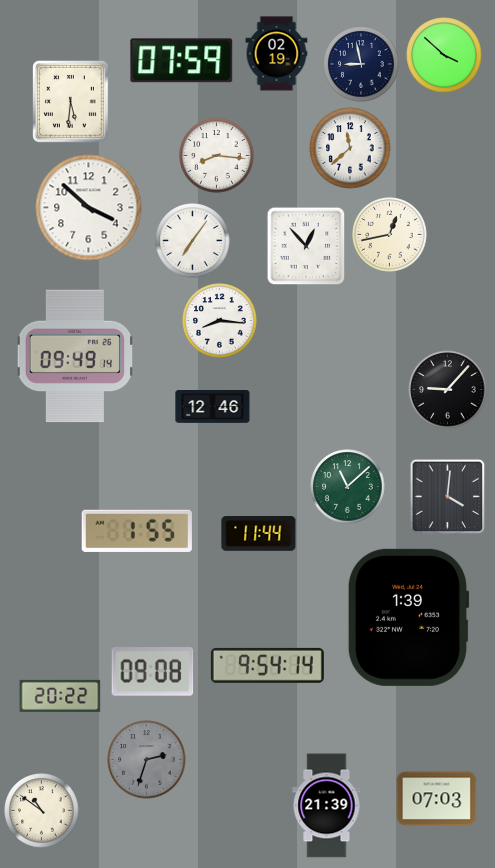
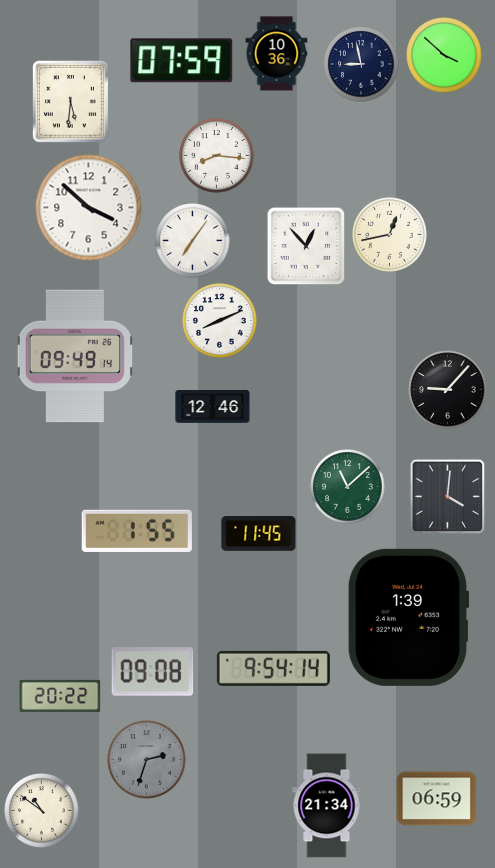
clock at (277, 54): 02:19 -> 10:36
clock at (350, 148): 11:38 -> none
clock at (220, 321): 8:16 -> 8:11
clock at (259, 534): 11:44 -> 11:45
clock at (267, 665) position: (267, 665) -> (273, 668)
clock at (437, 799): 07:03 -> 06:59
clock at (327, 806): 21:39 -> 21:34
